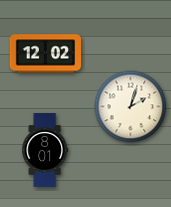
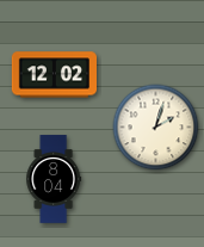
clock at (45, 54) position: (45, 54) -> (54, 75)
clock at (45, 150): 8:01 -> 8:04
